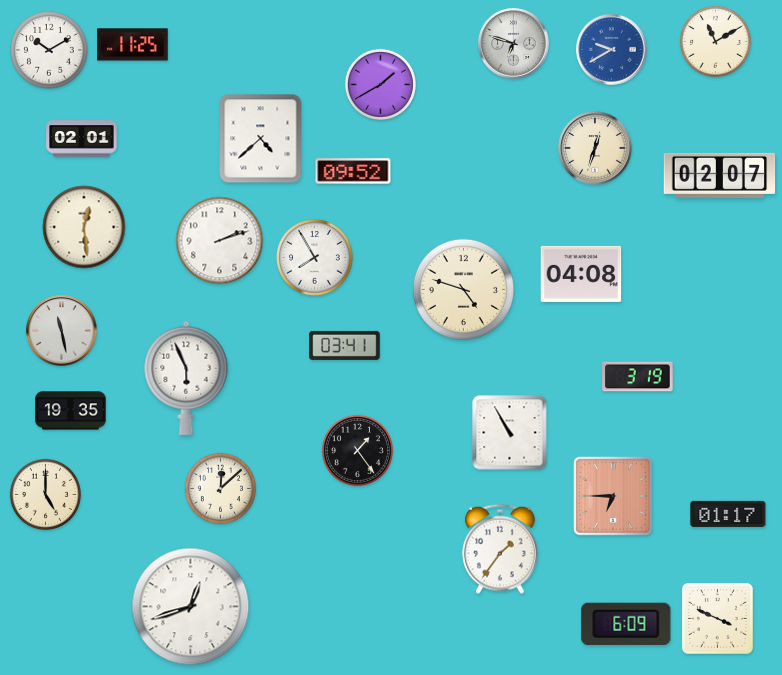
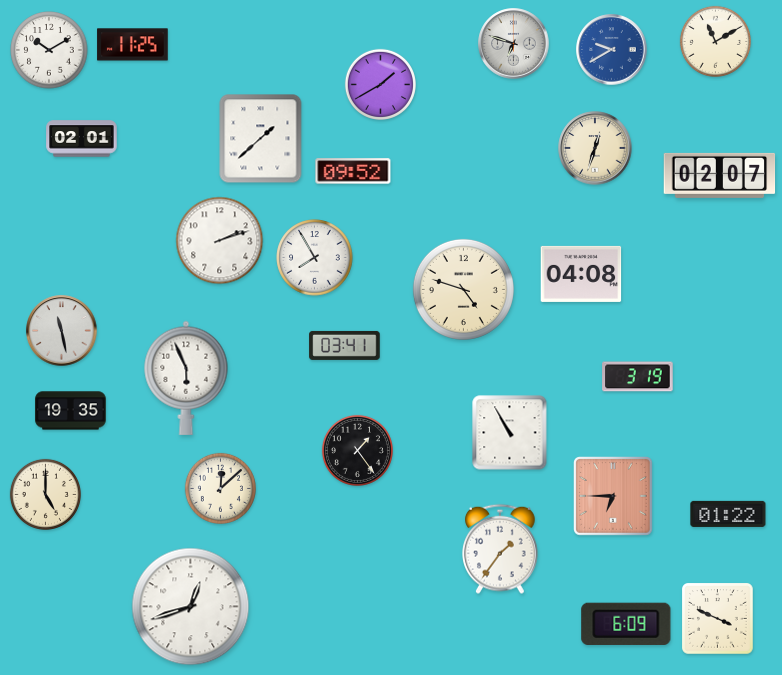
clock at (261, 139): 4:38 -> 1:38
clock at (84, 227): 12:29 -> none
clock at (728, 514): 01:17 -> 01:22
